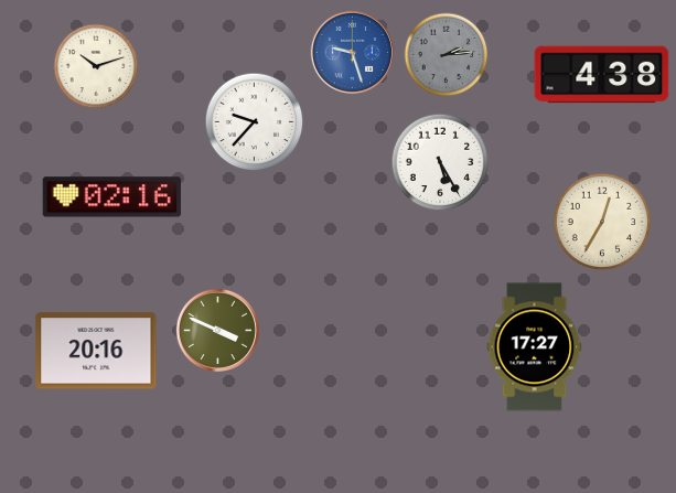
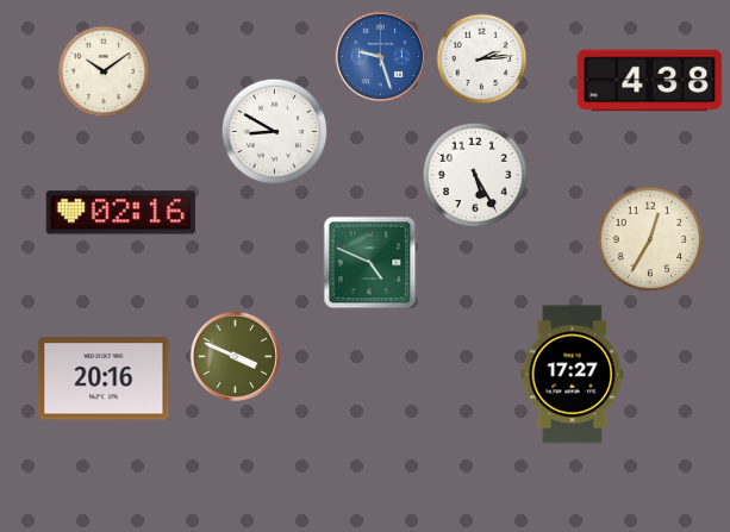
clock at (447, 55) dial: grey -> white
clock at (96, 66): 10:12 -> 10:09
clock at (255, 122): 9:37 -> 8:50
clock at (370, 263): none -> 4:49
clock at (535, 347) position: (535, 347) -> (573, 375)
